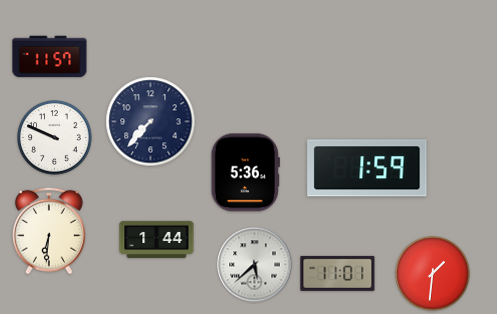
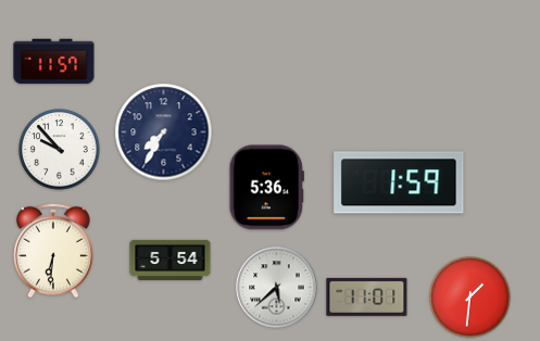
clock at (151, 122): 7:37 -> 7:35
clock at (55, 138): 9:49 -> 9:53
clock at (157, 239): 1:44 -> 5:54
